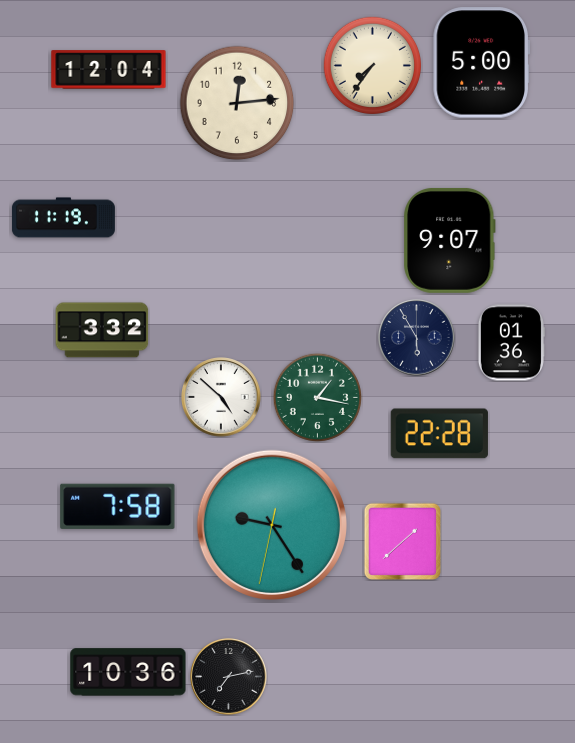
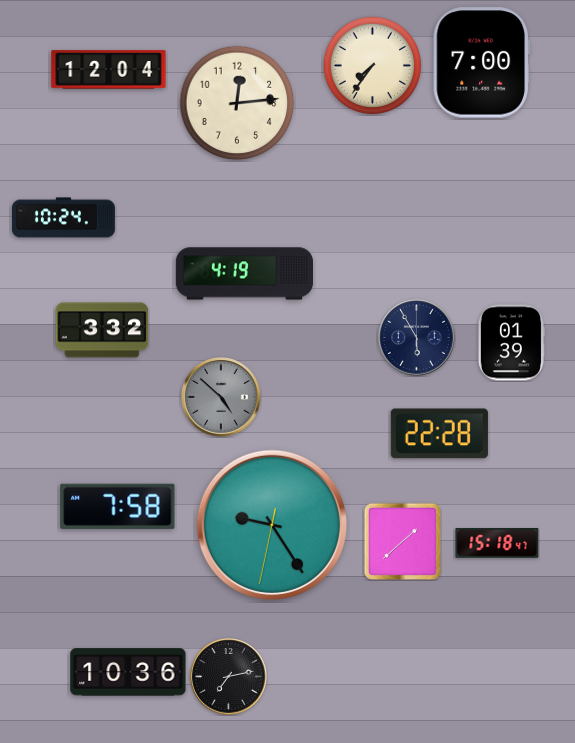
clock at (481, 63): 5:00 -> 7:00
clock at (63, 218): 11:19 -> 10:24
clock at (450, 240): 9:07 -> none
clock at (244, 274): none -> 4:19
clock at (511, 343): 01:36 -> 01:39
clock at (221, 397) dial: white -> grey
clock at (317, 397): 1:17 -> none
clock at (497, 543): none -> 15:18
